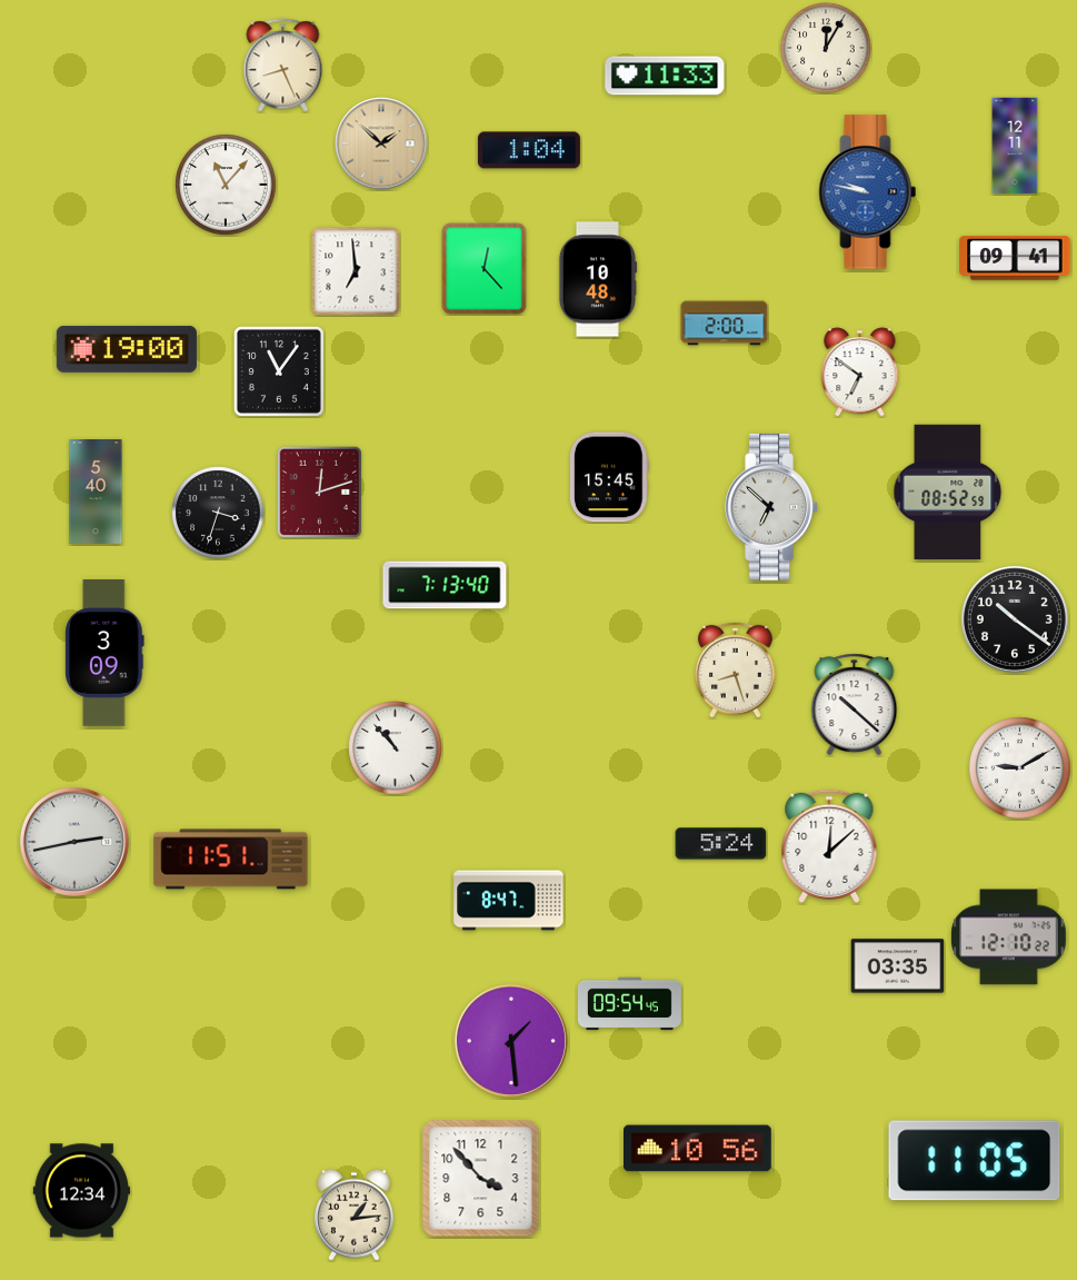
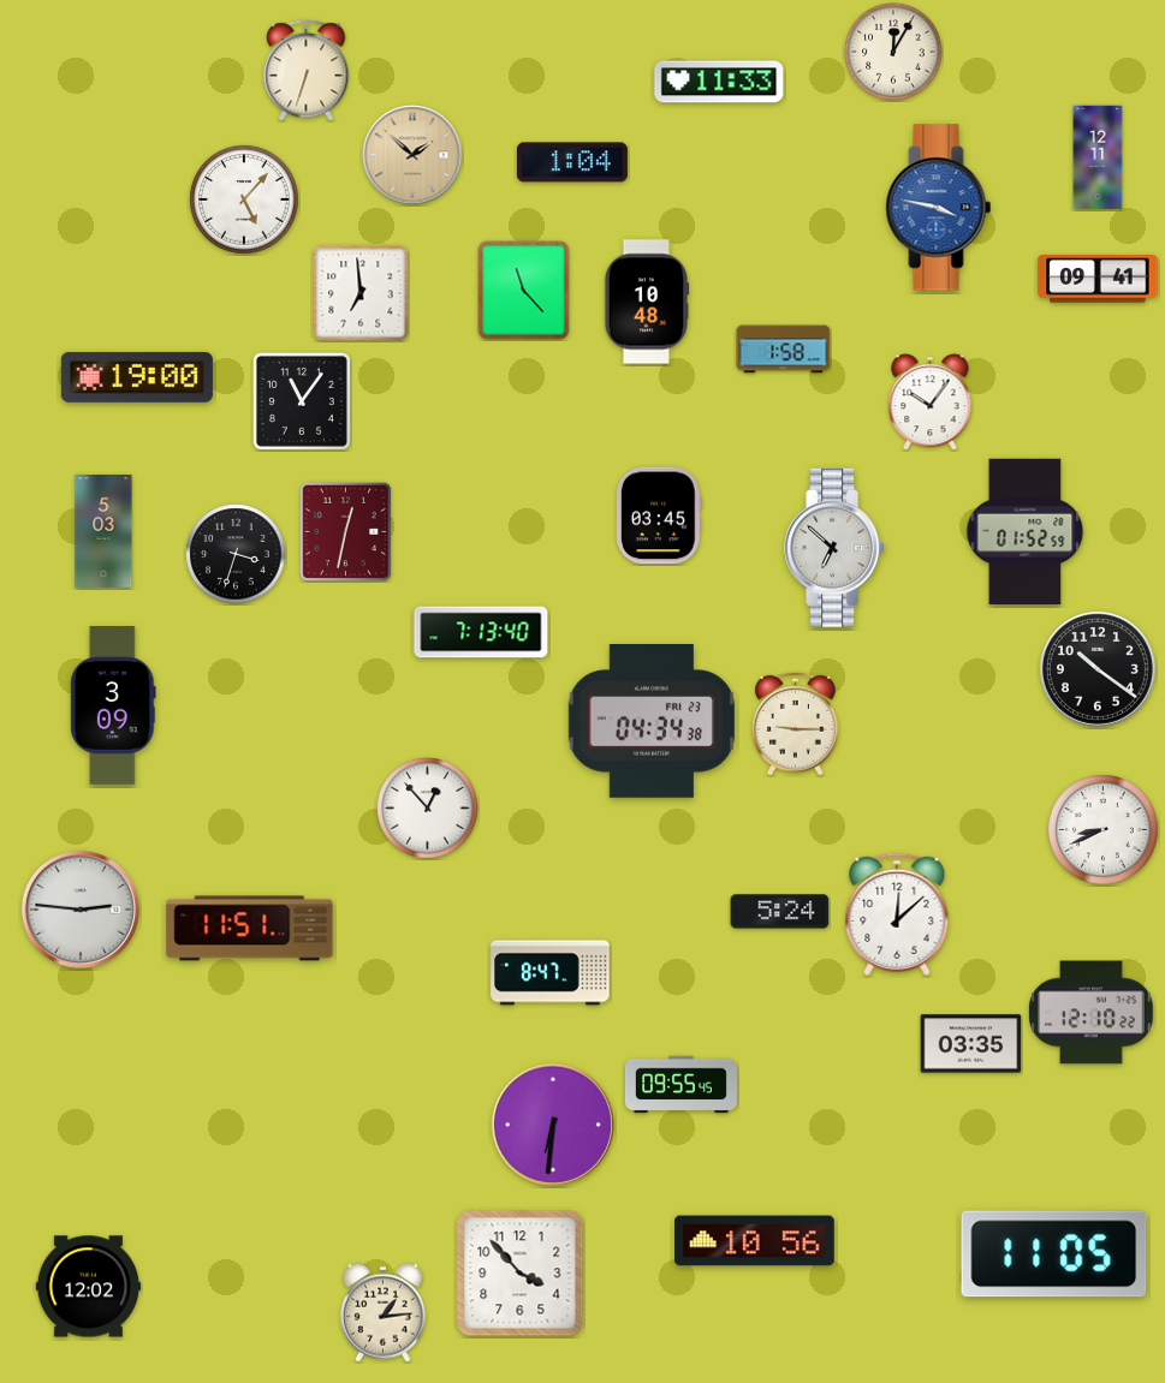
clock at (283, 66): 8:26 -> 6:33
clock at (226, 185): 11:07 -> 5:07
clock at (868, 192): 9:47 -> 3:47
clock at (485, 269): 12:23 -> 11:23
clock at (356, 271) position: (356, 271) -> (361, 293)
clock at (725, 324): 2:00 -> 1:58
clock at (860, 373): 6:51 -> 10:06
clock at (609, 477): 15:45 -> 03:45
clock at (320, 492): 12:12 -> 12:32
clock at (96, 493): 5:40 -> 5:03
clock at (948, 493): 08:52 -> 01:52
clock at (650, 722): none -> 04:34
clock at (736, 669): 8:27 -> 9:15
clock at (855, 705): 10:22 -> none
clock at (396, 748): 10:53 -> 12:53
clock at (1020, 768): 9:10 -> 8:41
clock at (74, 842): 2:43 -> 2:46
clock at (629, 1004): 09:54 -> 09:55
clock at (511, 1041): 1:29 -> 6:31
clock at (82, 1191): 12:34 -> 12:02
